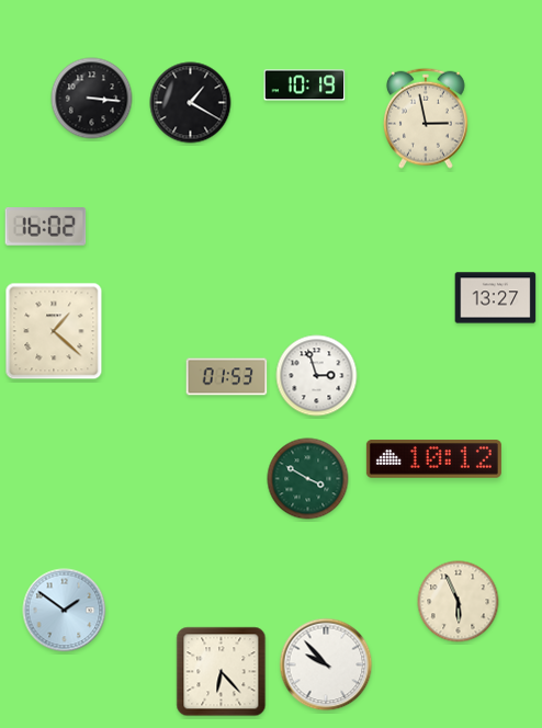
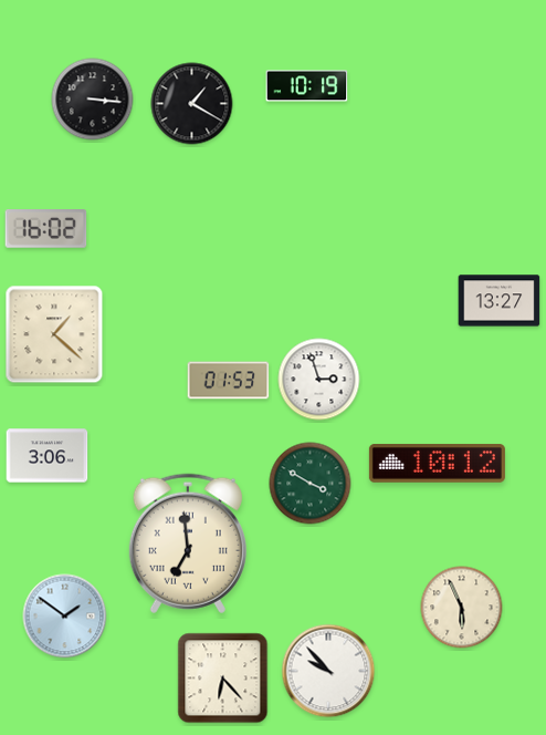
clock at (426, 118): 2:58 -> none
clock at (48, 456): none -> 3:06
clock at (188, 544): none -> 6:59
